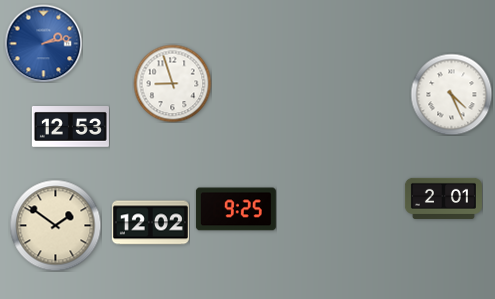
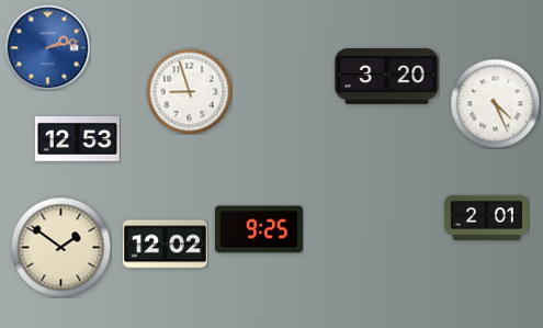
clock at (387, 77): none -> 3:20
